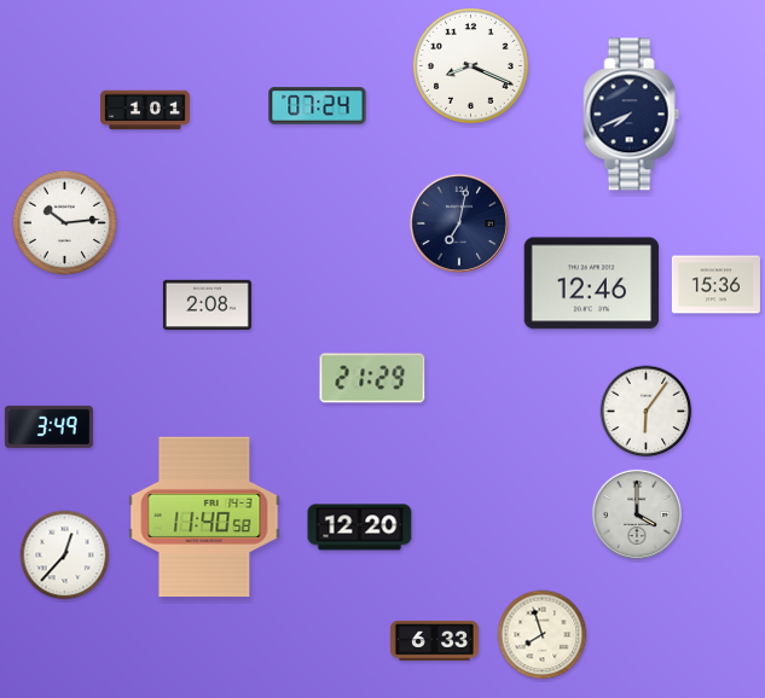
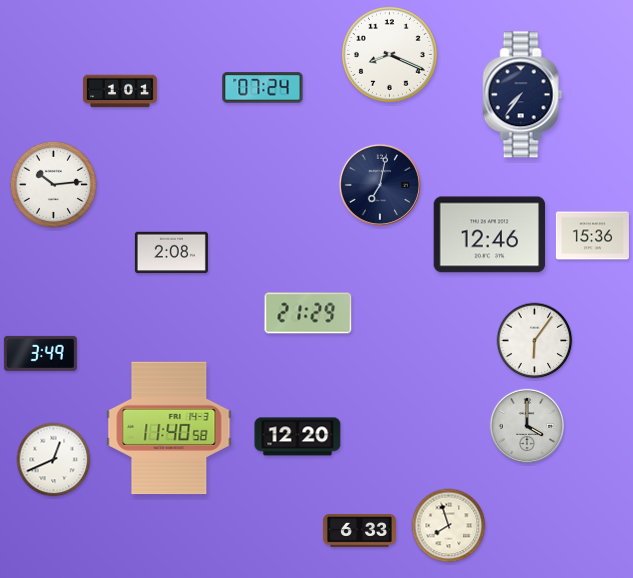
clock at (632, 115): 7:41 -> 7:36
clock at (65, 556): 12:37 -> 12:41
